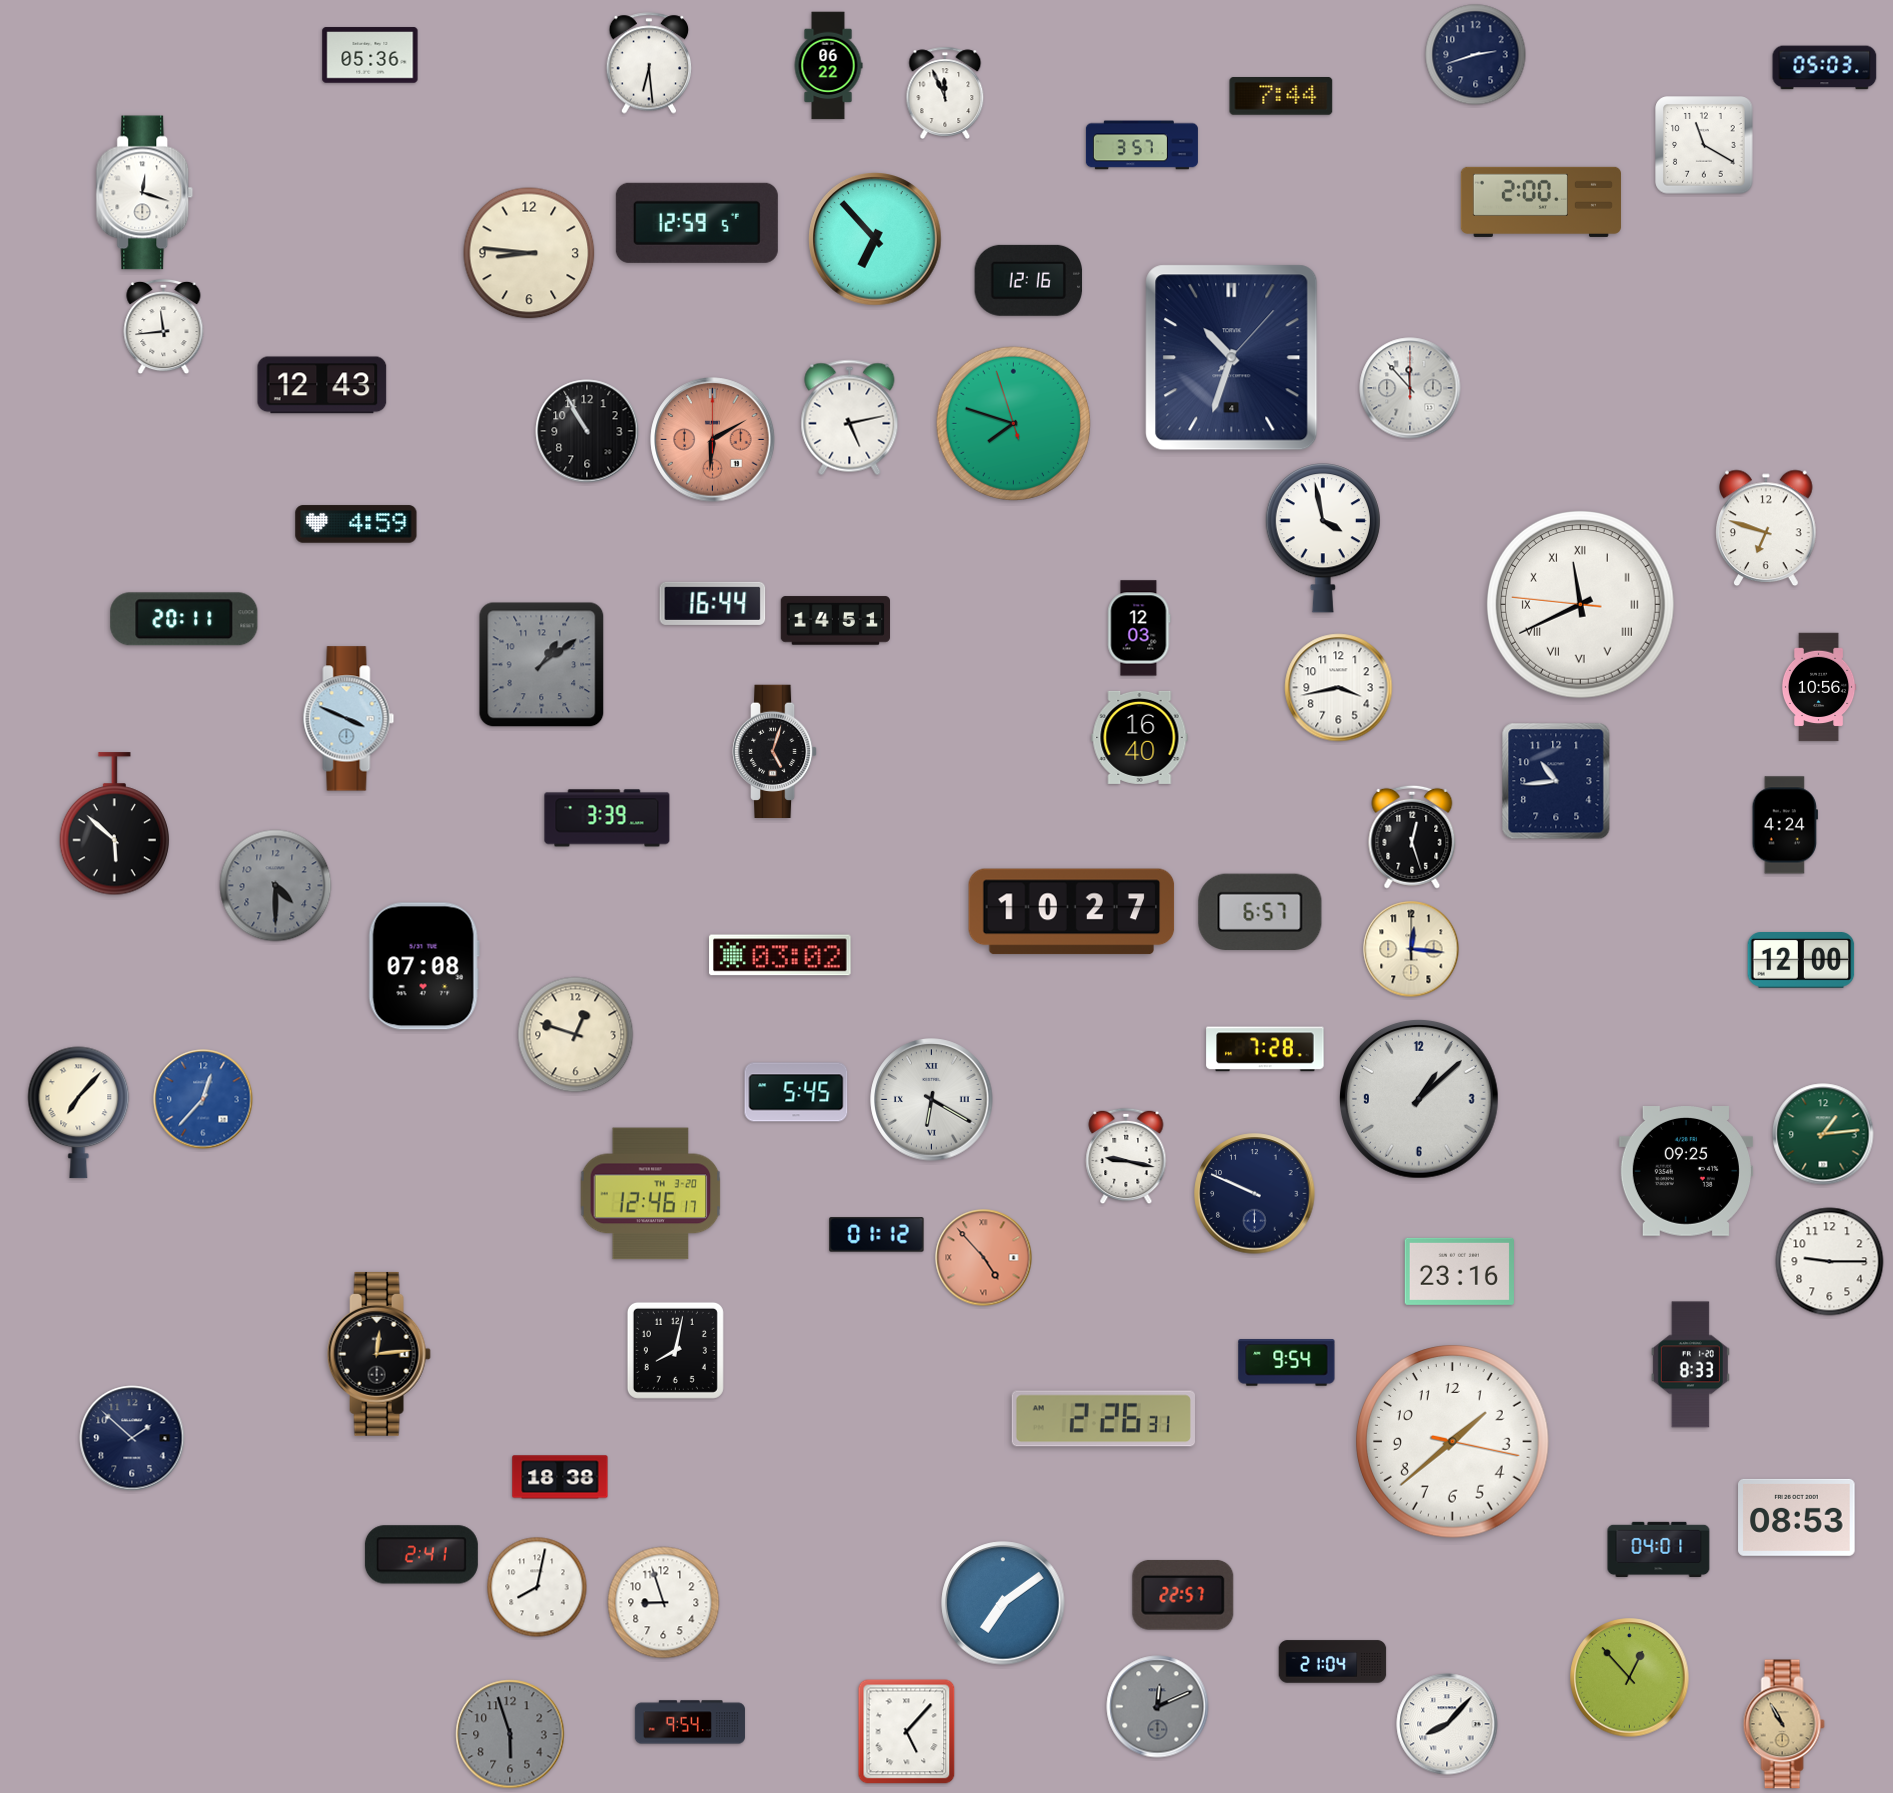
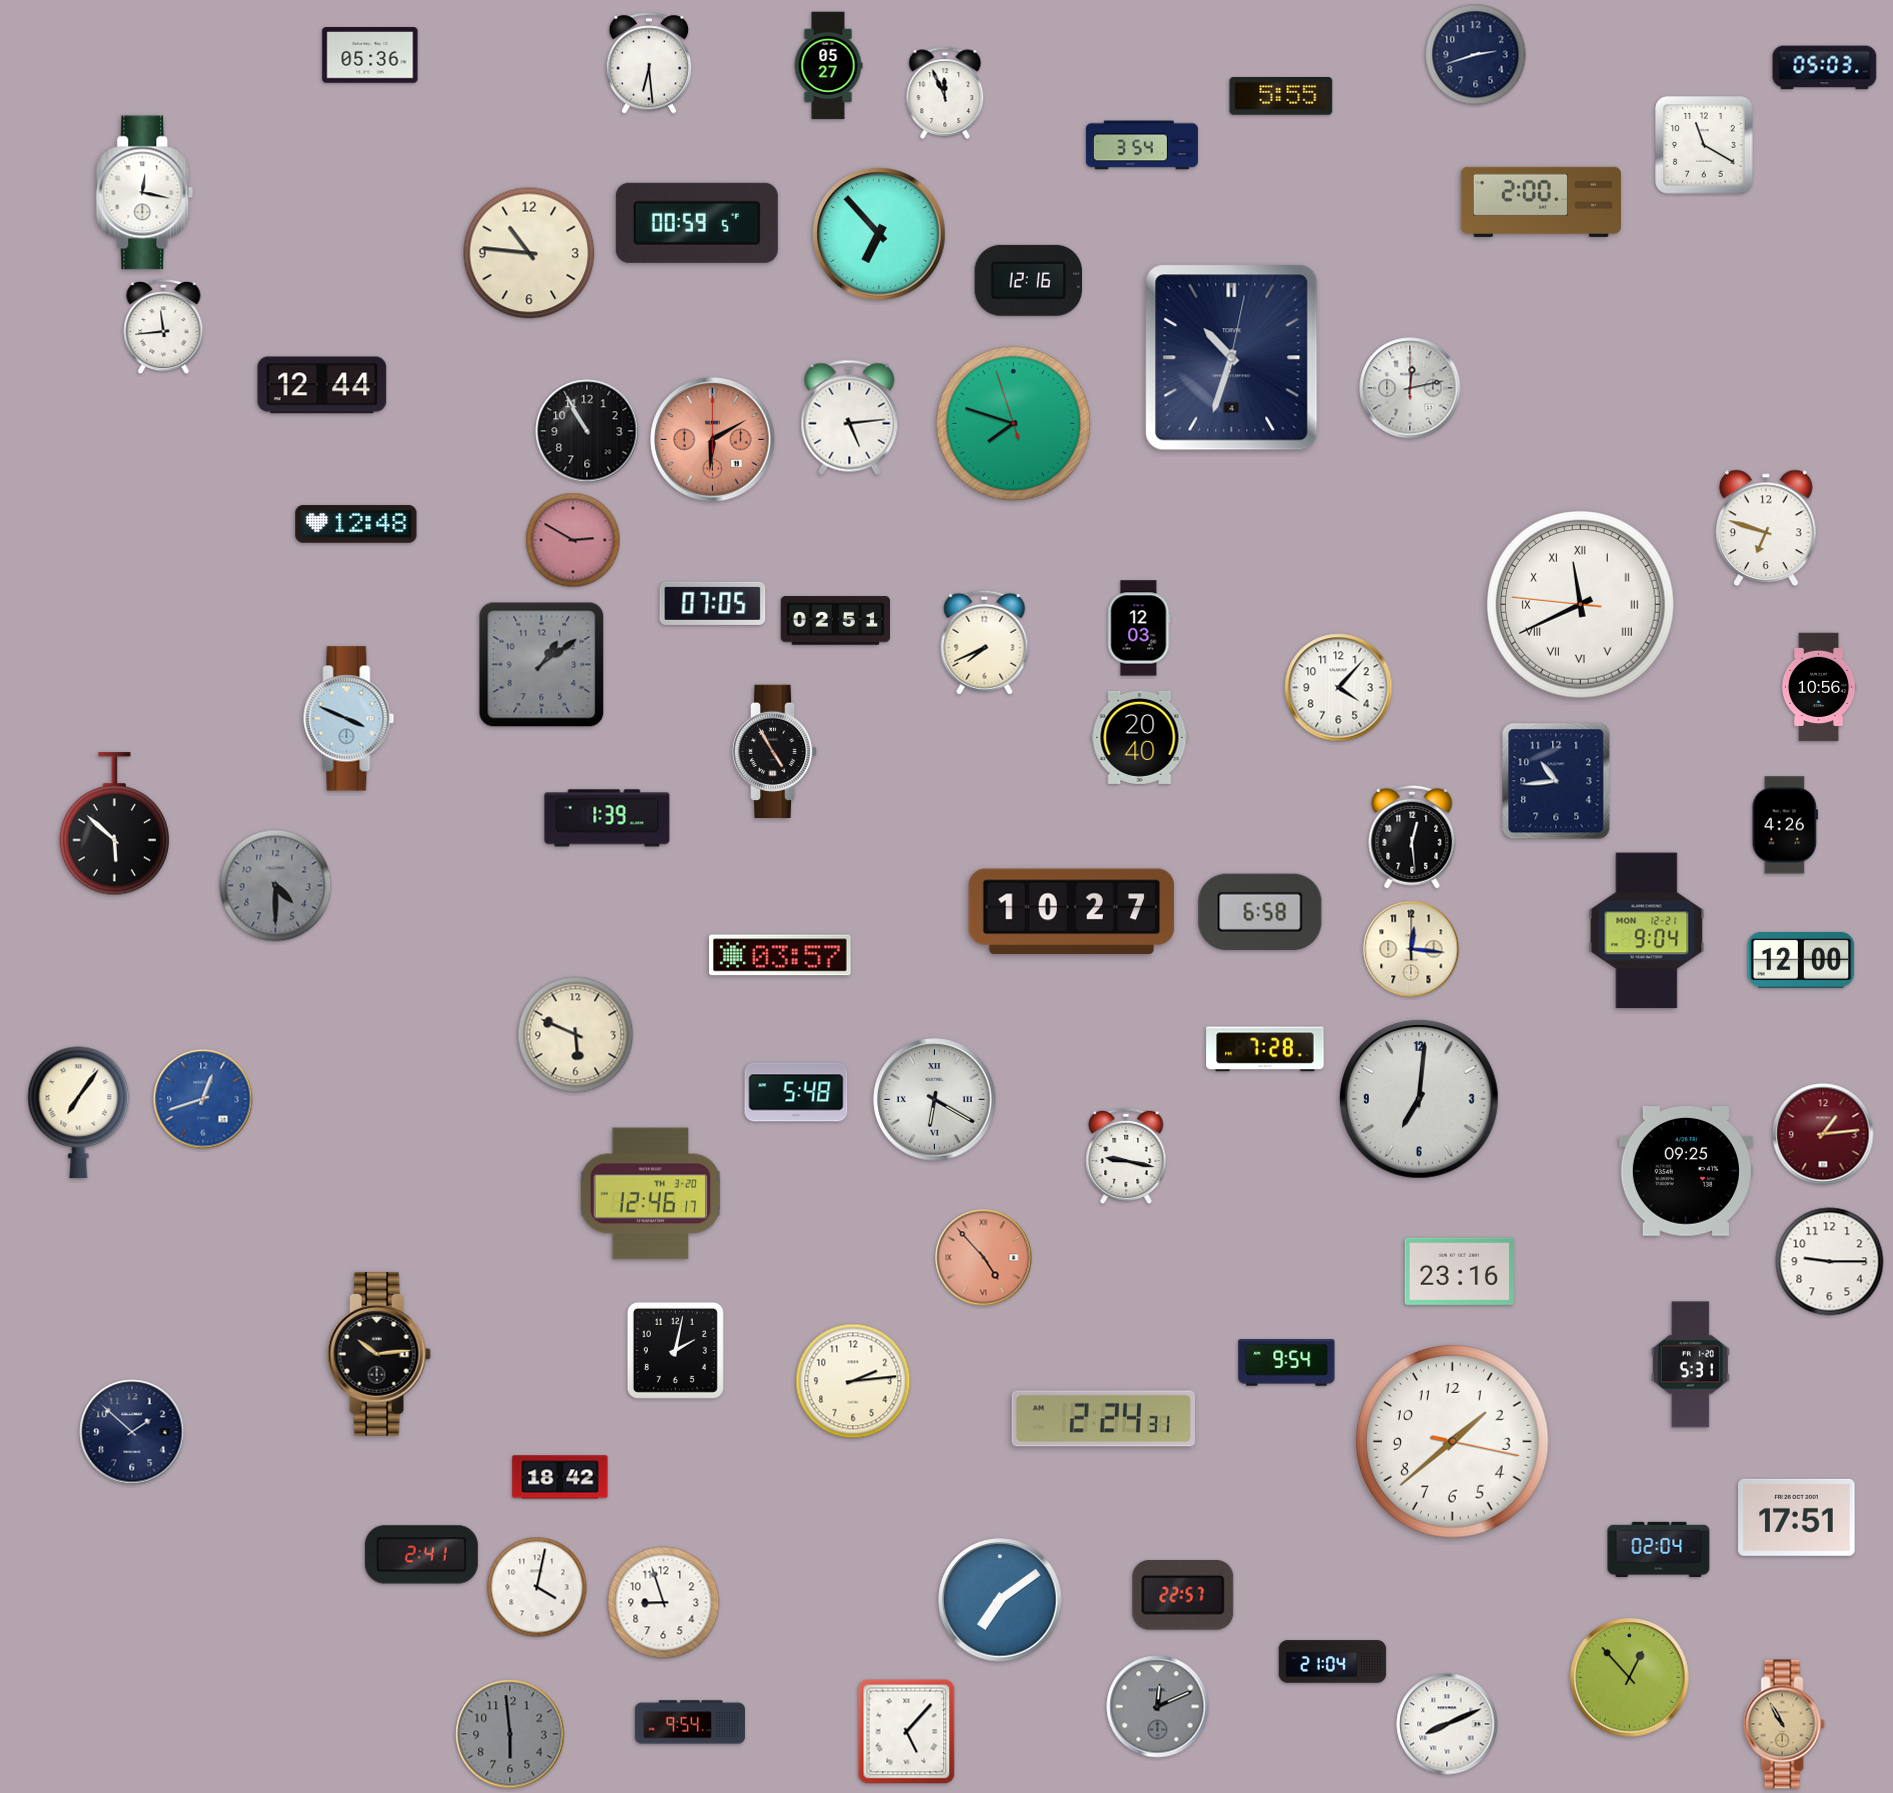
clock at (828, 66): 06:22 -> 05:27
clock at (1281, 96): 7:44 -> 5:55
clock at (1142, 145): 3:57 -> 3:54
clock at (145, 193): 12:18 -> 12:17
clock at (697, 223): 12:59 -> 00:59
clock at (875, 239) position: (875, 239) -> (879, 234)
clock at (529, 253): 8:46 -> 10:46
clock at (1232, 358): 10:33:07 -> 10:33:02
clock at (322, 385): 12:43 -> 12:44
clock at (1410, 388): 11:53 -> 12:13
clock at (850, 418): 5:13 -> 5:14
clock at (356, 524): 4:59 -> 12:48
clock at (1323, 538): 3:58 -> none
clock at (573, 540): none -> 2:50
clock at (713, 603): 16:44 -> 07:05
clock at (184, 619): 20:11 -> none
clock at (835, 621): 14:51 -> 02:51
clock at (985, 642): none -> 7:41
clock at (1339, 688): 3:43 -> 4:07
clock at (1140, 737): 16:40 -> 20:40
clock at (775, 752): 5:03 -> 4:55
clock at (607, 818): 3:39 -> 1:39
clock at (1785, 825): 4:24 -> 4:26
clock at (1412, 837): 12:27 -> 12:29
clock at (1260, 911): 6:57 -> 6:58
clock at (1647, 931): none -> 9:04
clock at (780, 955): 03:02 -> 03:57
clock at (424, 966): 07:08 -> none
clock at (576, 1035): 12:48 -> 5:49
clock at (796, 1092): 5:45 -> 5:48
clock at (203, 1099): 12:37 -> 12:42
clock at (1419, 1099): 1:08 -> 7:01
clock at (932, 1100) position: (932, 1100) -> (935, 1100)
clock at (79, 1113): 7:07 -> 7:06
clock at (1823, 1134) dial: green -> burgundy
clock at (1255, 1194): 9:49 -> none
clock at (877, 1235): 01:12 -> none
clock at (675, 1350): 8:02 -> 2:02
clock at (379, 1354): 12:14 -> 10:14
clock at (1690, 1365): 8:33 -> 5:31
clock at (853, 1381): none -> 2:14
clock at (1103, 1419): 2:26 -> 2:24
clock at (132, 1438) position: (132, 1438) -> (132, 1432)
clock at (560, 1477): 18:38 -> 18:42
clock at (1797, 1517): 08:53 -> 17:51
clock at (1659, 1549): 04:01 -> 02:04
clock at (537, 1587): 8:02 -> 4:02
clock at (1003, 1603) position: (1003, 1603) -> (1000, 1600)
clock at (1447, 1724): 8:07 -> 8:11
clock at (510, 1734): 5:57 -> 5:59
